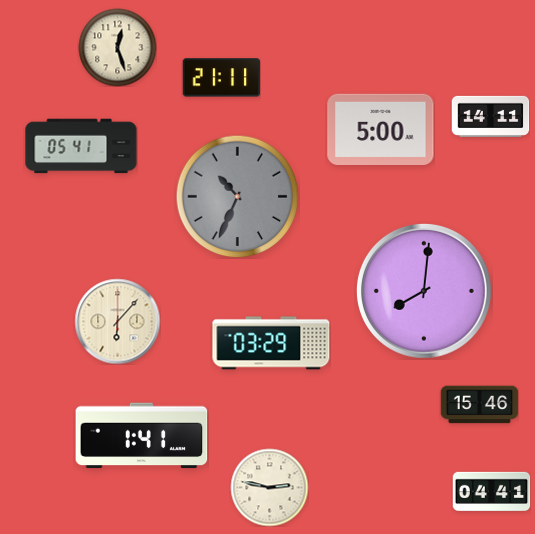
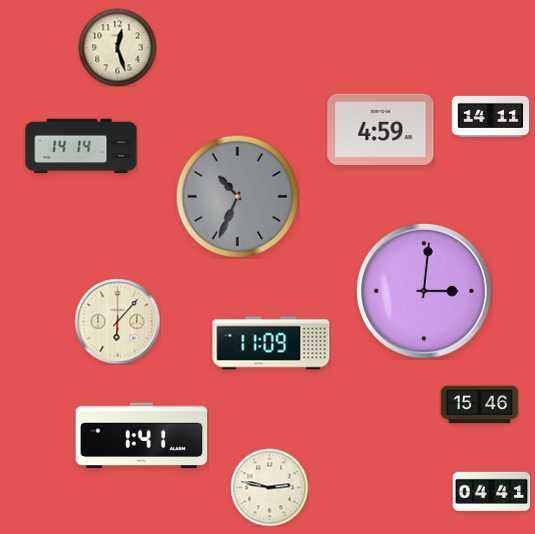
clock at (221, 78): 21:11 -> none
clock at (381, 129): 5:00 -> 4:59
clock at (81, 146): 05:41 -> 14:14
clock at (424, 291): 8:01 -> 3:01
clock at (271, 343): 03:29 -> 11:09
